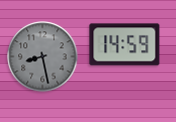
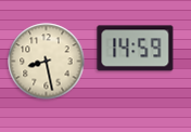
clock at (43, 57) dial: grey -> cream
